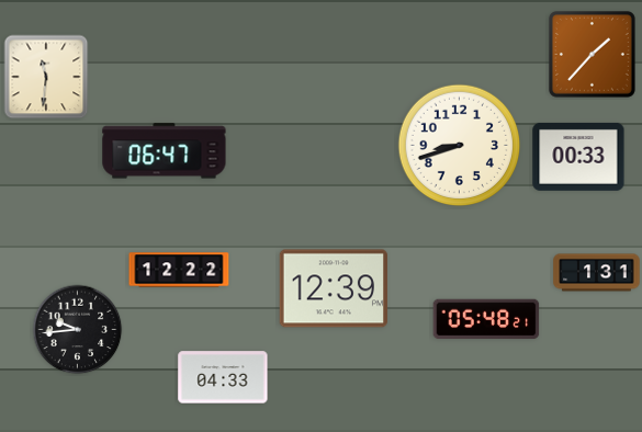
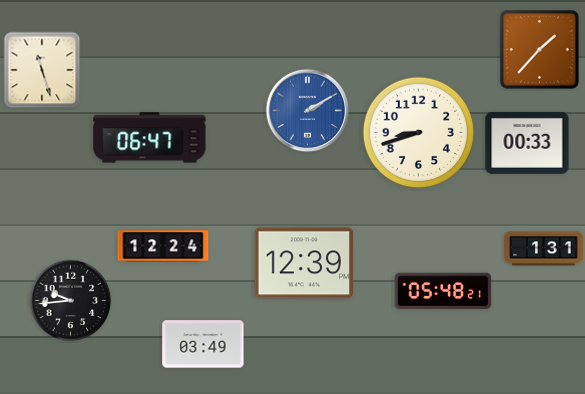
clock at (46, 77): 11:31 -> 11:27
clock at (308, 111): none -> 2:10
clock at (179, 270): 12:22 -> 12:24
clock at (223, 377): 04:33 -> 03:49
